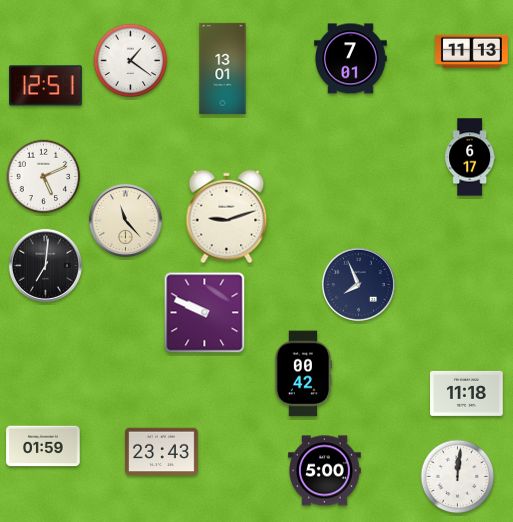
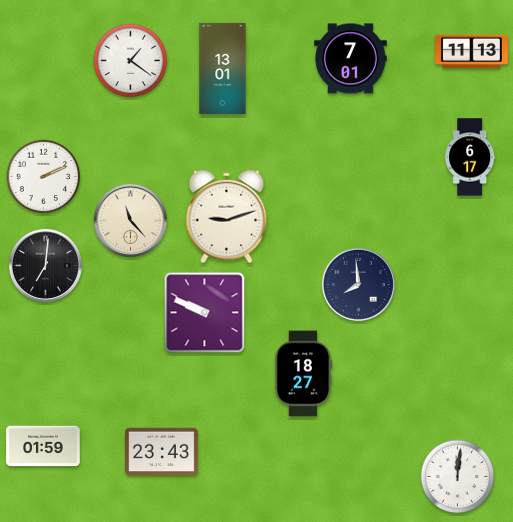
clock at (46, 86): 12:51 -> none
clock at (44, 177): 5:11 -> 2:11
clock at (125, 220) position: (125, 220) -> (130, 220)
clock at (358, 284): 7:56 -> 7:59
clock at (303, 374): 00:42 -> 18:27
clock at (467, 393): 11:18 -> none
clock at (325, 471): 5:00 -> none
